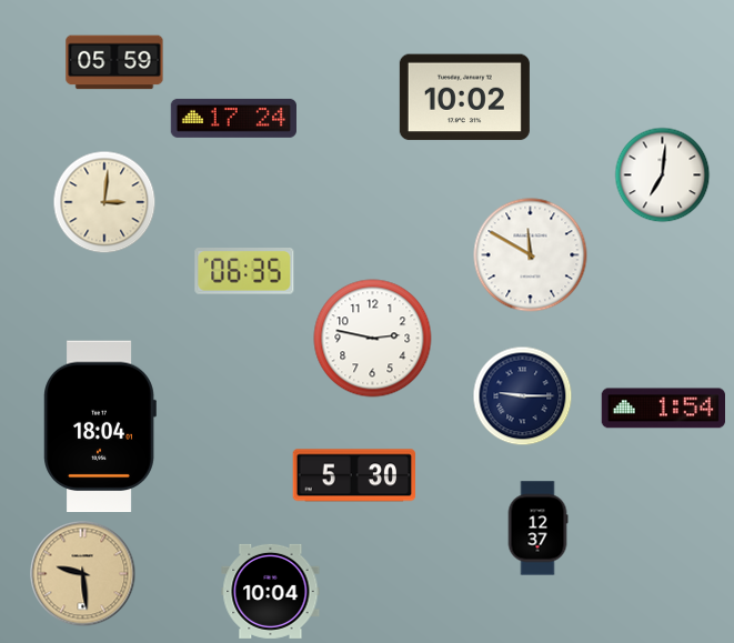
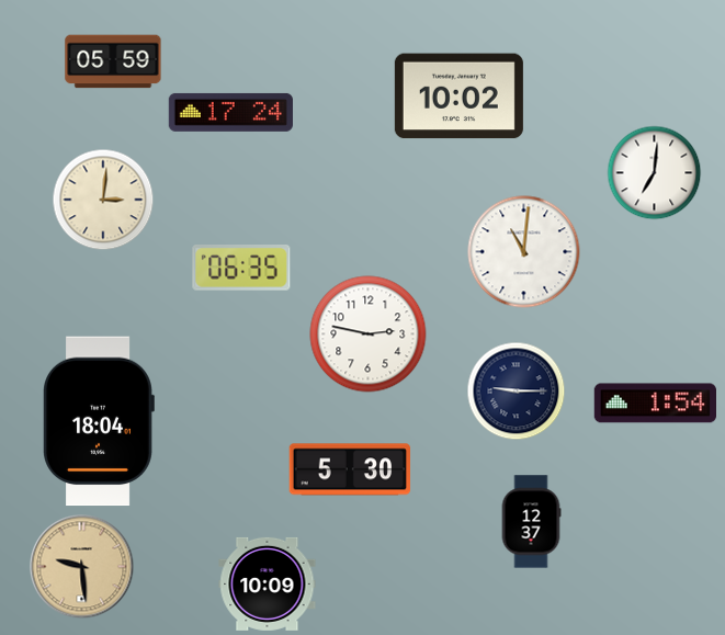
clock at (233, 118) position: (233, 118) -> (230, 112)
clock at (531, 255): 11:50 -> 11:01
clock at (271, 591): 10:04 -> 10:09
